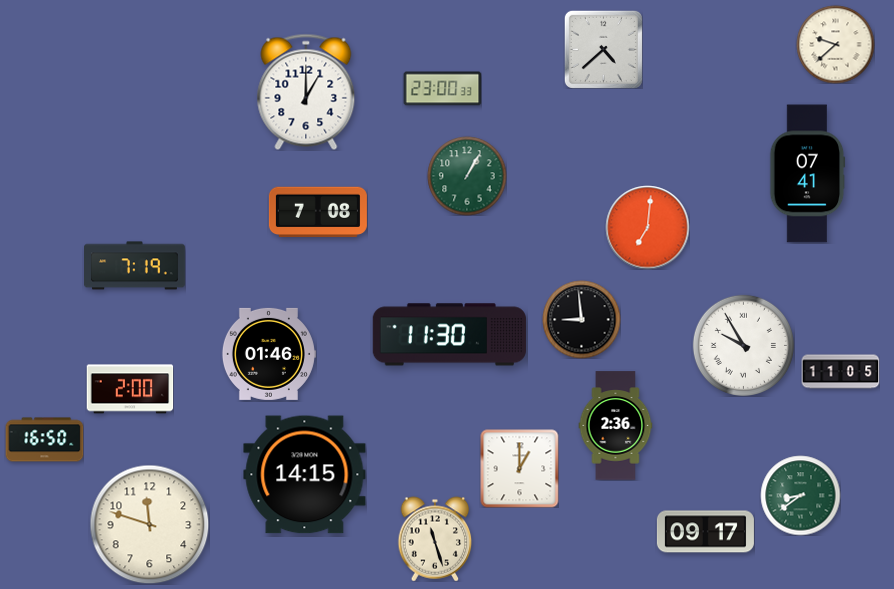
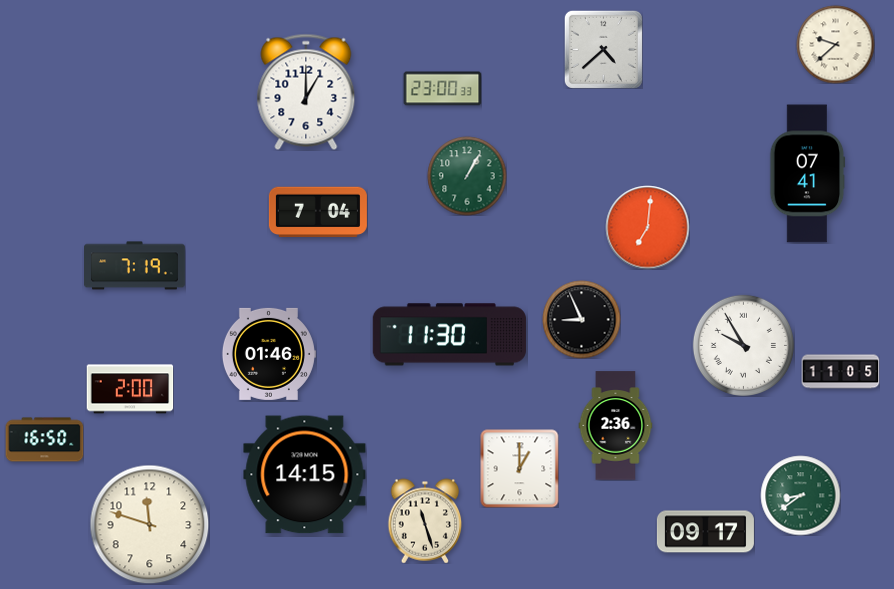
clock at (318, 212): 7:08 -> 7:04
clock at (581, 319): 8:59 -> 8:56
clock at (435, 539) position: (435, 539) -> (425, 521)
